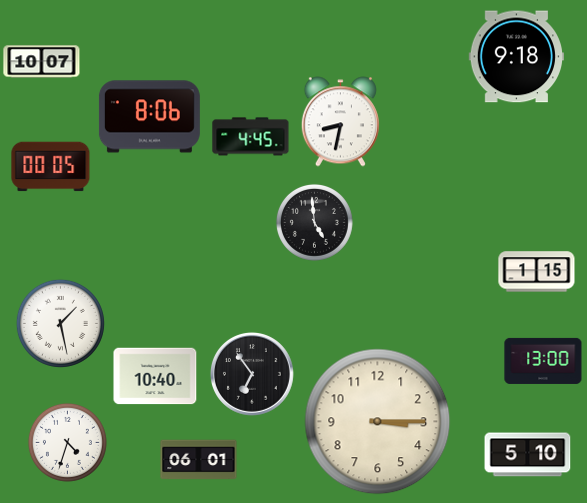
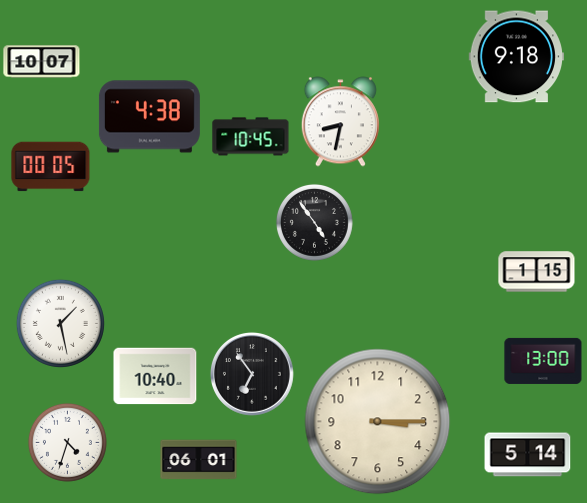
clock at (149, 117): 8:06 -> 4:38
clock at (251, 137): 4:45 -> 10:45
clock at (314, 222): 4:59 -> 4:54
clock at (528, 455): 5:10 -> 5:14
